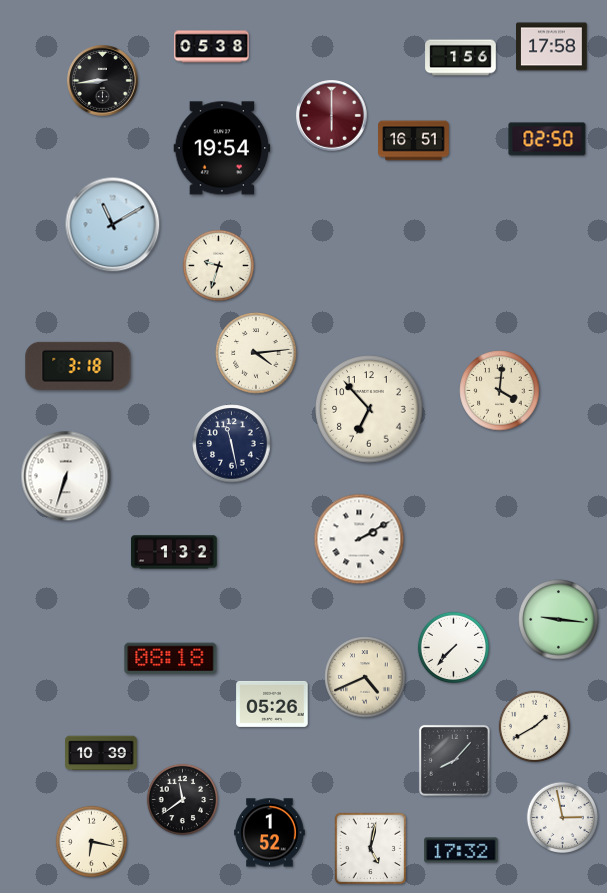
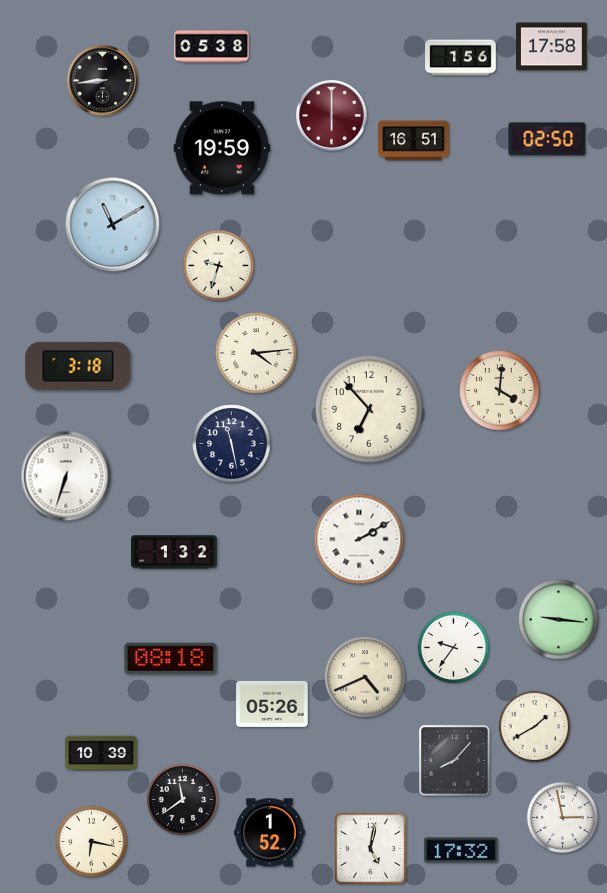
clock at (222, 148): 19:54 -> 19:59
clock at (453, 647): 7:37 -> 9:36
